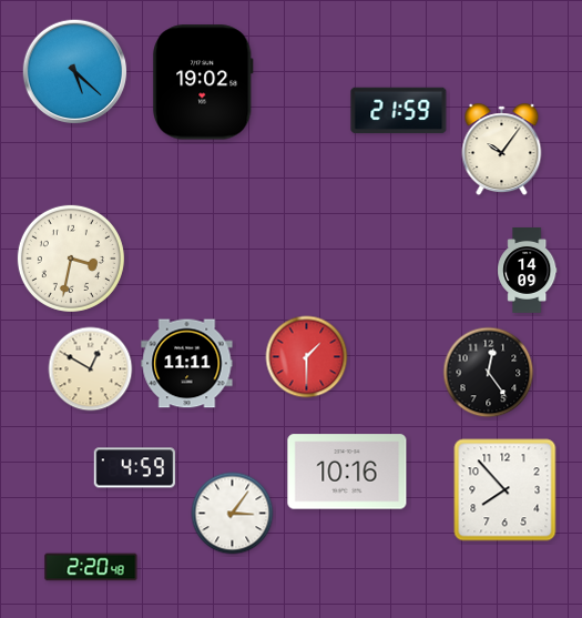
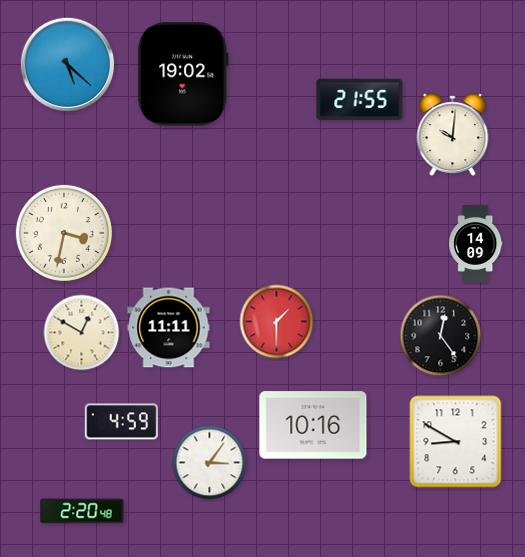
clock at (399, 111): 21:59 -> 21:55
clock at (502, 150): 10:06 -> 10:01
clock at (506, 490): 7:53 -> 8:50
